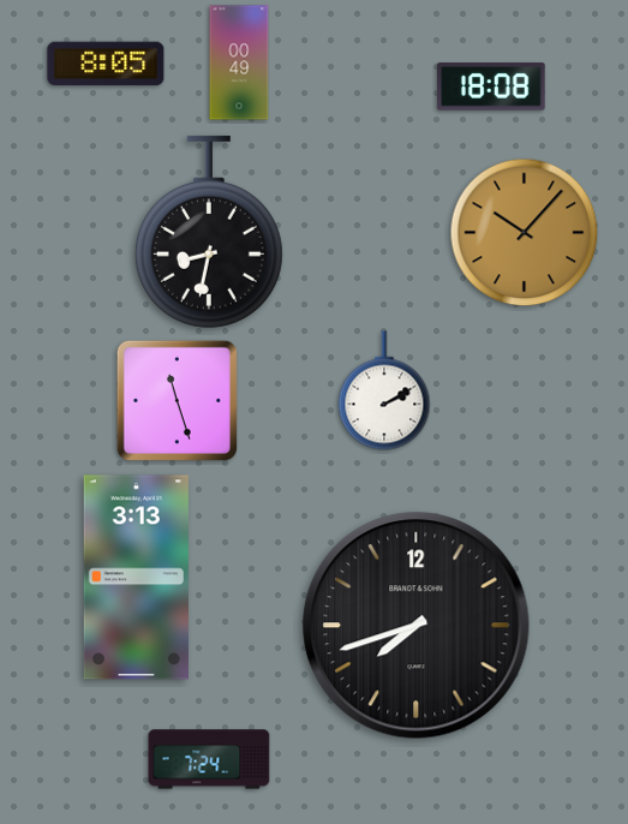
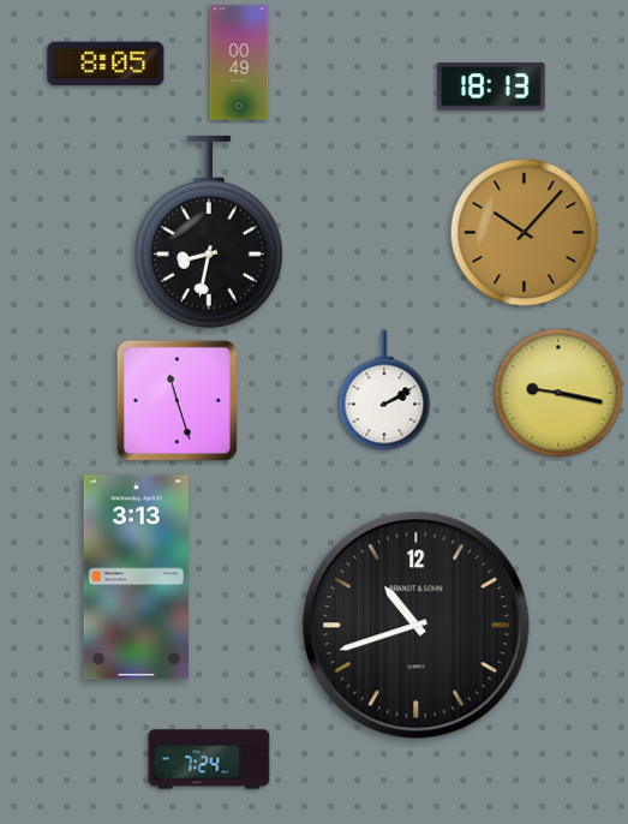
clock at (491, 86): 18:08 -> 18:13
clock at (558, 393): none -> 9:17
clock at (417, 626): 7:42 -> 10:42
